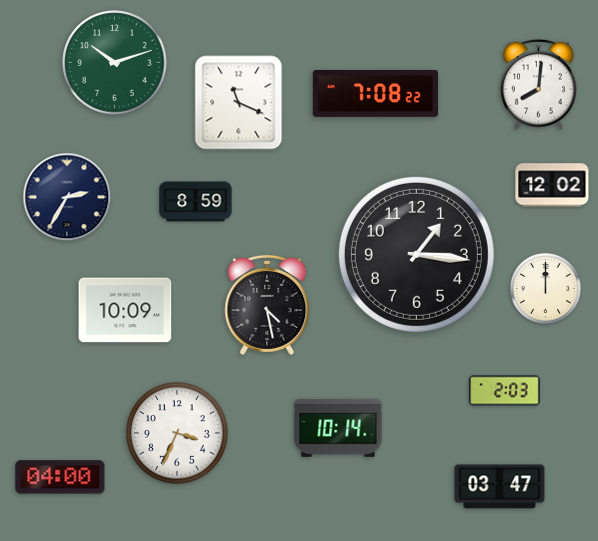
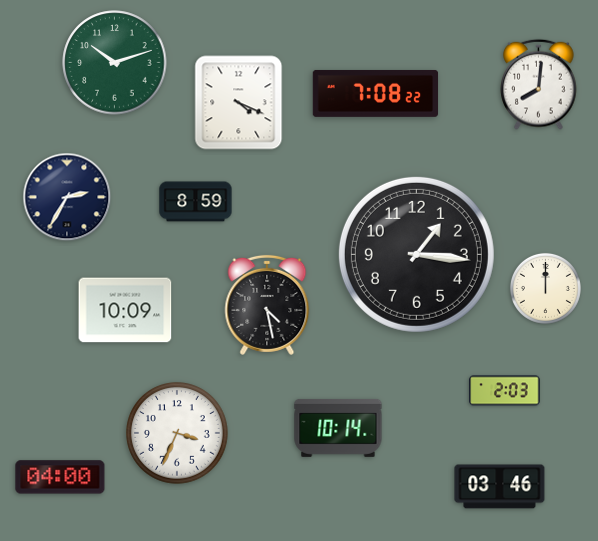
clock at (239, 103): 11:19 -> 4:19
clock at (552, 185): 12:02 -> none
clock at (500, 487): 03:47 -> 03:46
